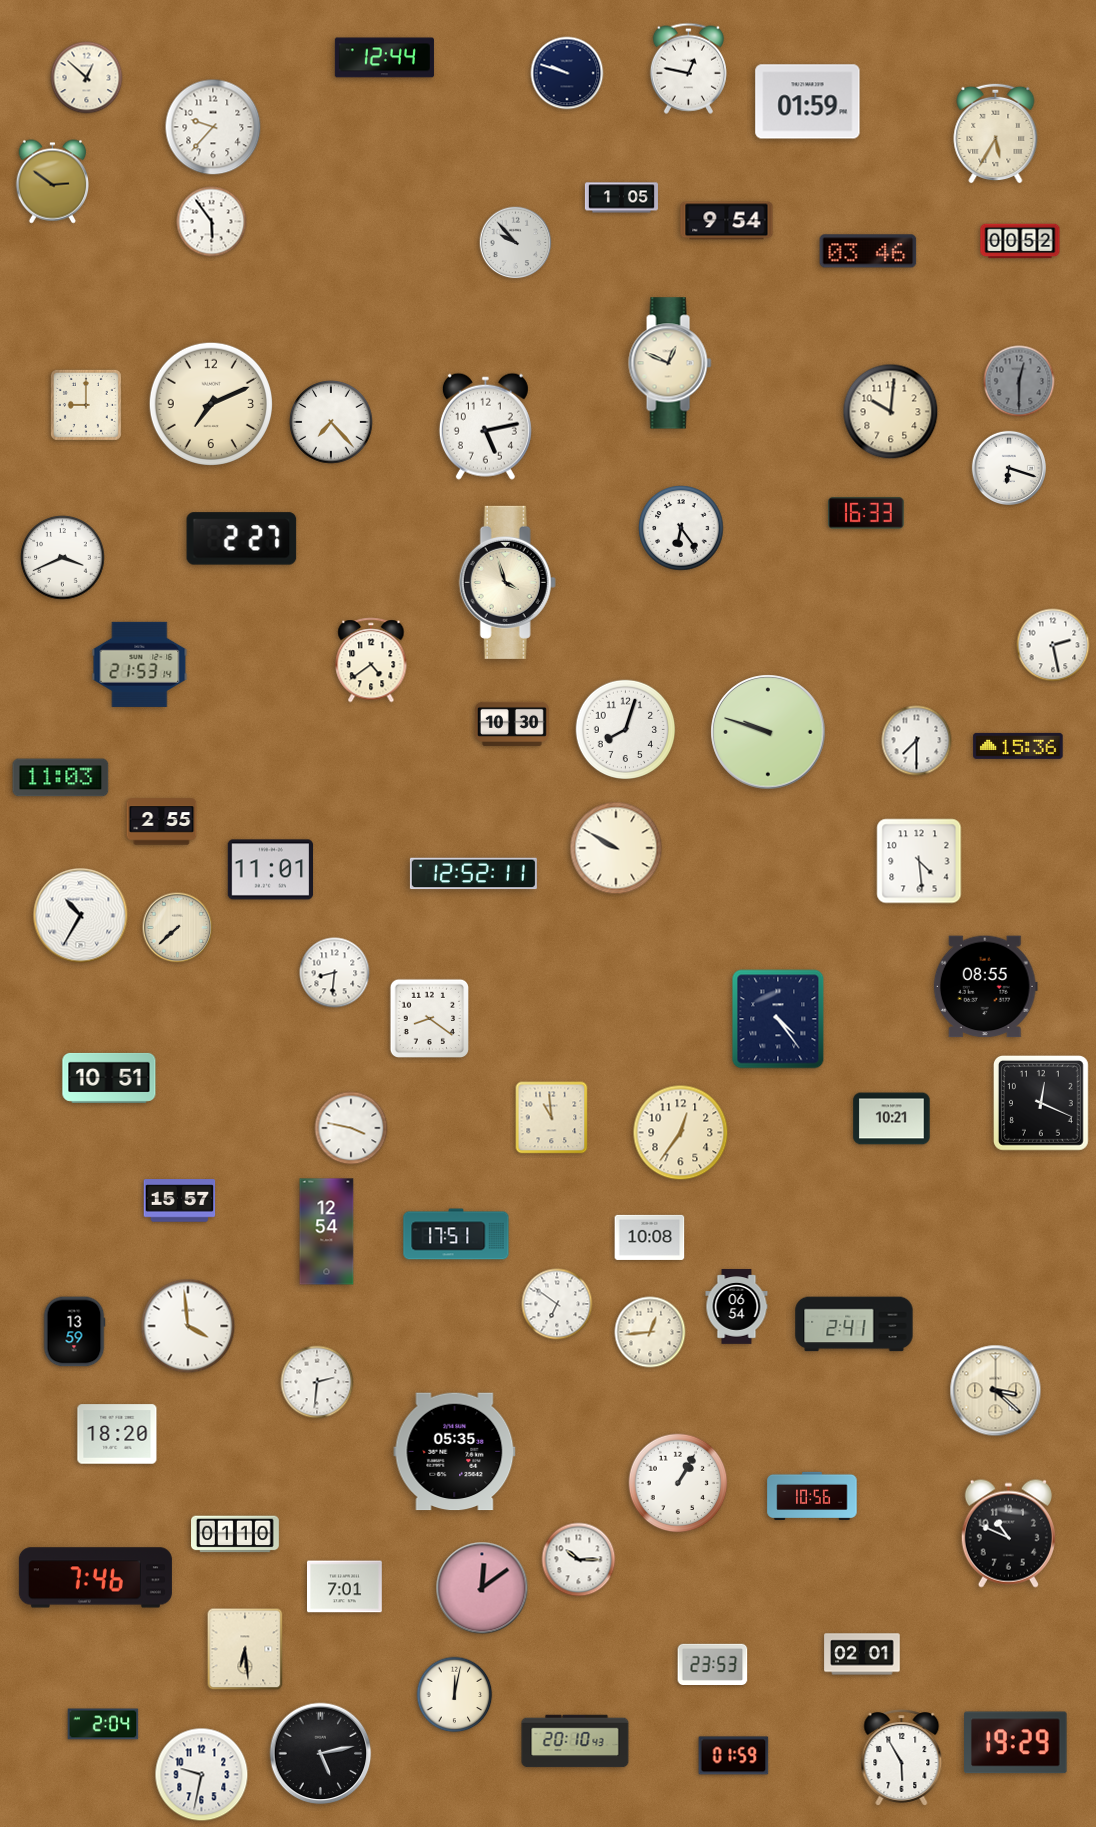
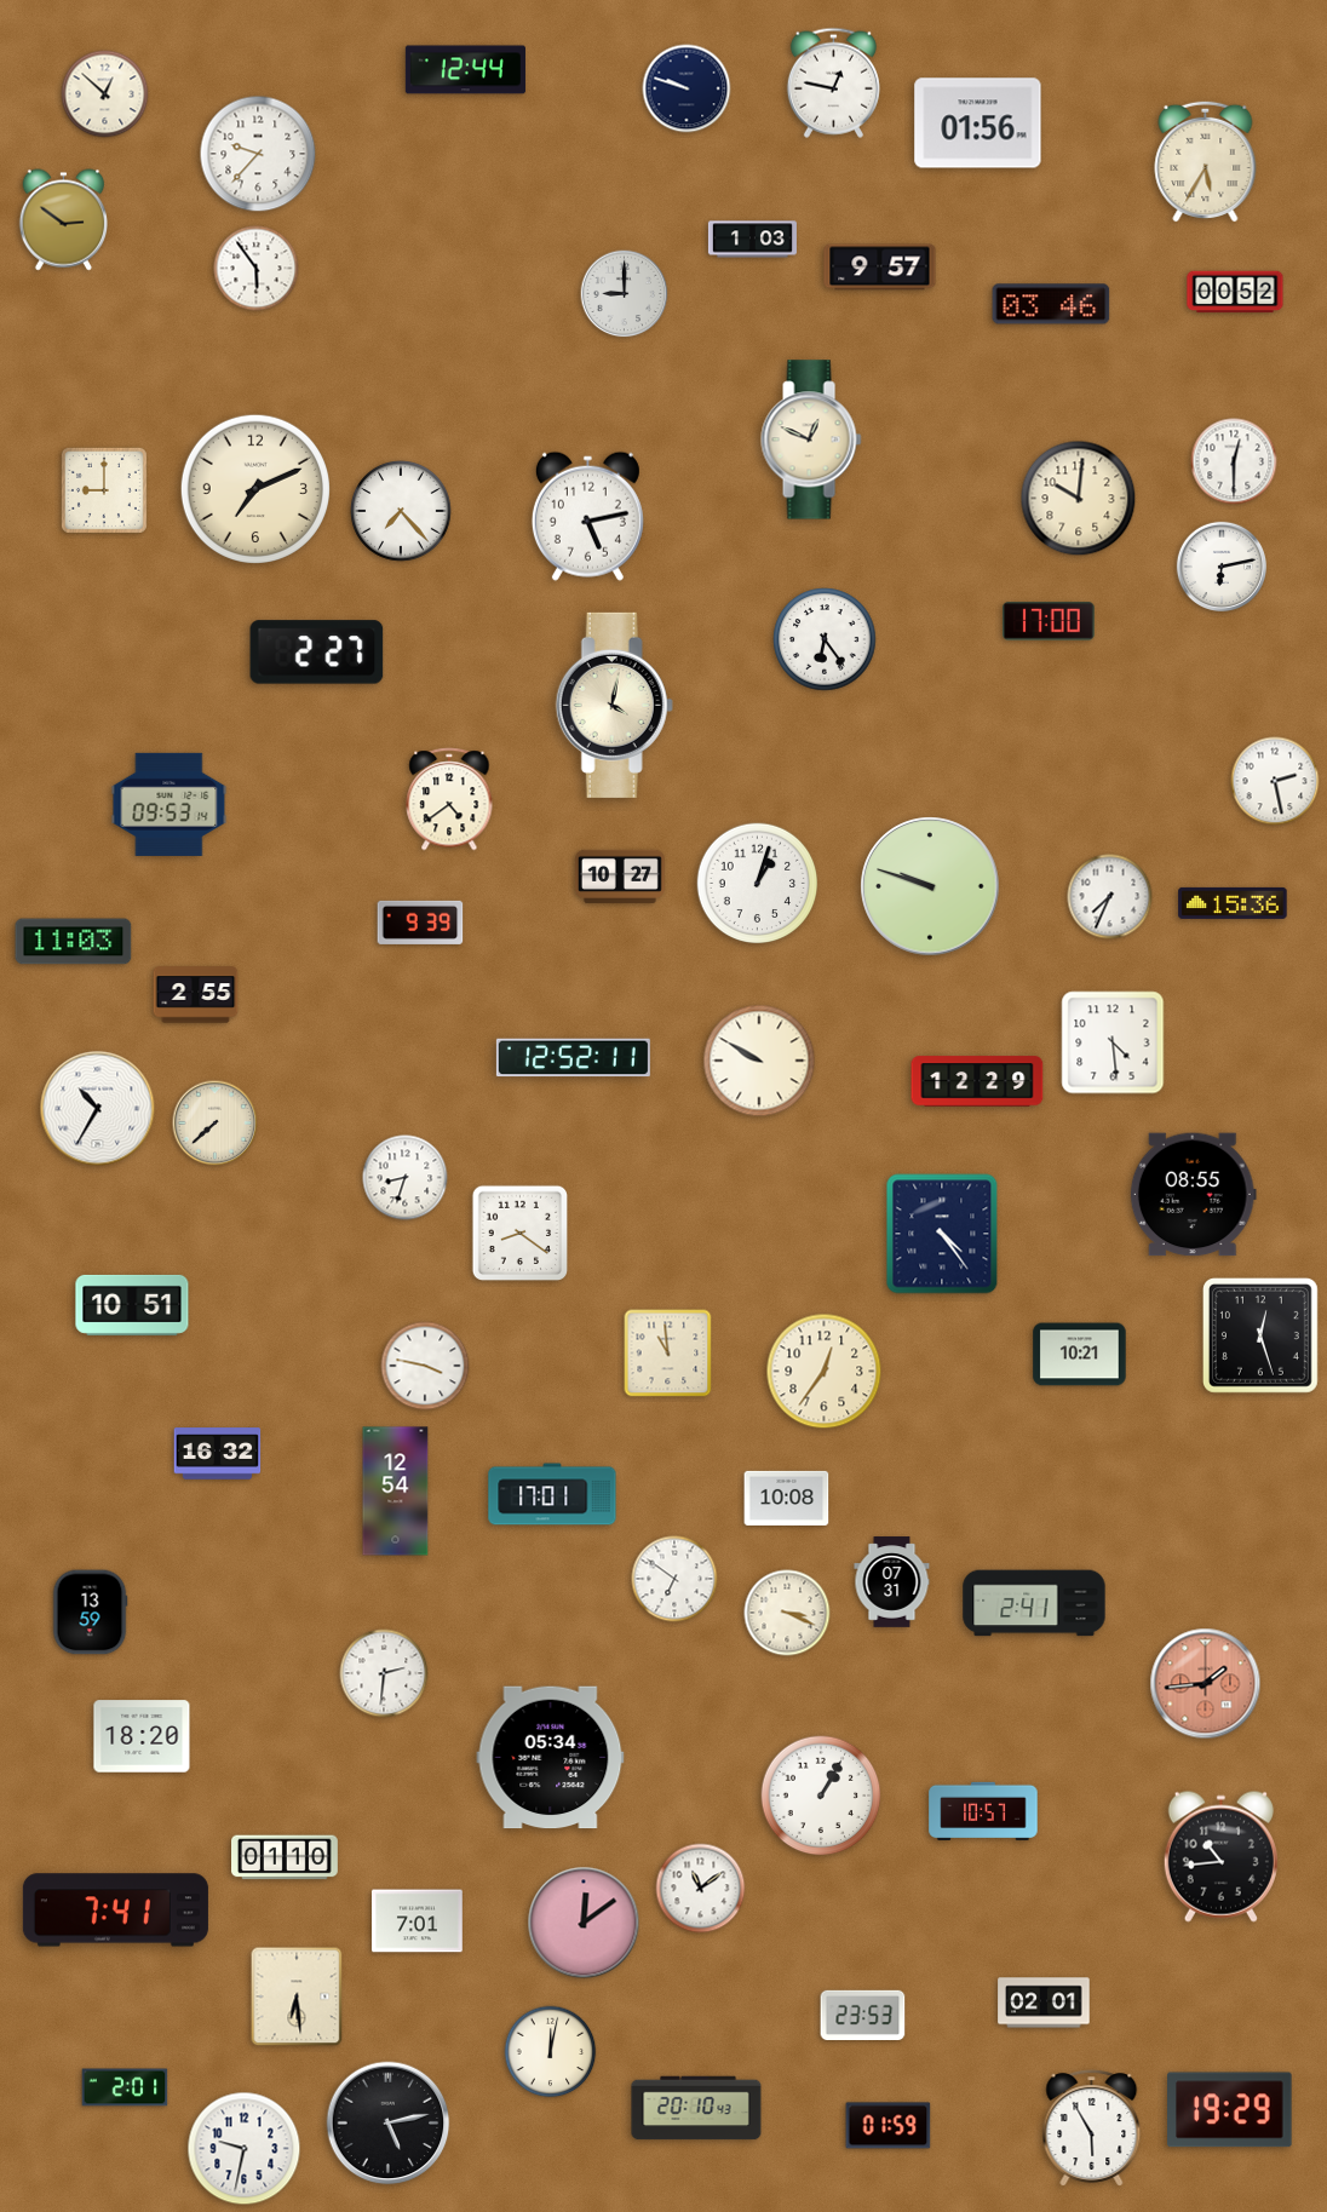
clock at (808, 102): 01:59 -> 01:56
clock at (621, 198): 1:05 -> 1:03
clock at (727, 221): 9:54 -> 9:57
clock at (516, 243): 9:53 -> 9:00
clock at (1019, 381) dial: grey -> white
clock at (1008, 467): 6:18 -> 6:13
clock at (866, 513): 16:33 -> 17:00
clock at (242, 539) position: (242, 539) -> (317, 653)
clock at (63, 558): 3:41 -> none
clock at (507, 582): 3:57 -> 4:02
clock at (140, 664): 21:53 -> 09:53
clock at (512, 724): 10:30 -> 10:27
clock at (626, 730): 8:03 -> 1:03
clock at (917, 741): 7:30 -> 7:34
clock at (420, 923): none -> 9:39
clock at (616, 848) position: (616, 848) -> (759, 1061)
clock at (271, 870): 11:01 -> none
clock at (977, 1081): none -> 12:29
clock at (335, 973): 8:31 -> 8:33
clock at (1041, 1103): 12:19 -> 12:27
clock at (180, 1201): 15:57 -> 16:32
clock at (456, 1234): 17:51 -> 17:01
clock at (737, 1307): 06:54 -> 07:31
clock at (188, 1326): 3:59 -> none
clock at (650, 1332): 12:44 -> 3:19
clock at (996, 1391): 3:22 -> 1:44
clock at (996, 1391) dial: cream -> salmon
clock at (455, 1452): 05:35 -> 05:34
clock at (812, 1495): 10:56 -> 10:57
clock at (1008, 1533): 10:49 -> 10:44
clock at (579, 1560): 10:15 -> 11:09
clock at (95, 1578): 7:46 -> 7:41
clock at (103, 1724): 2:04 -> 2:01
